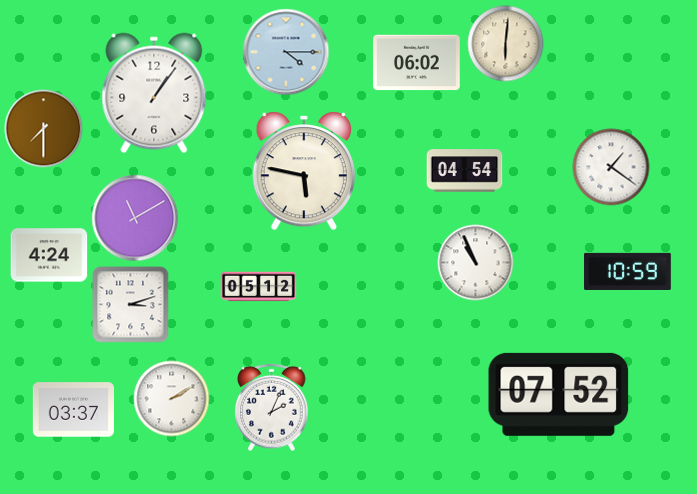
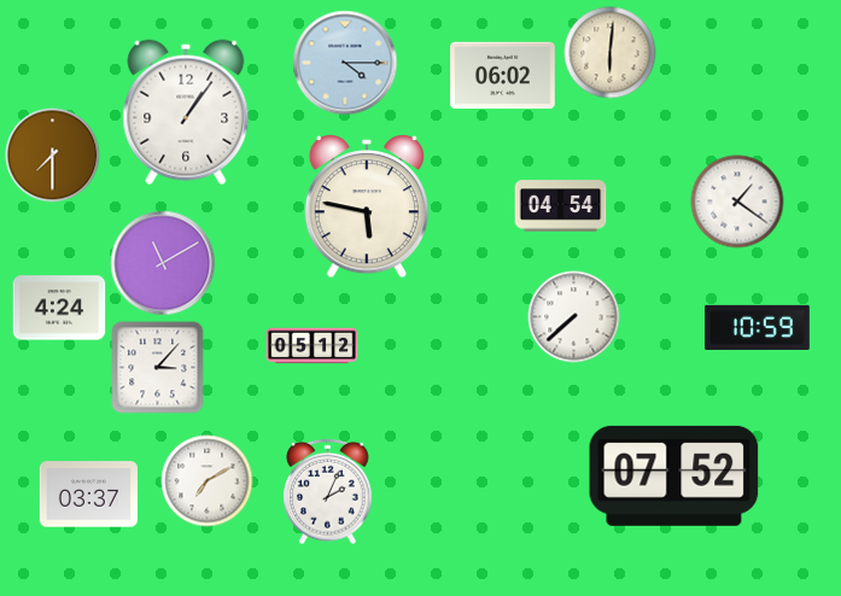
clock at (476, 263): 10:56 -> 7:38
clock at (131, 305): 3:12 -> 3:07
clock at (172, 399): 2:10 -> 7:10
